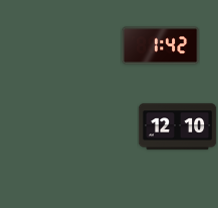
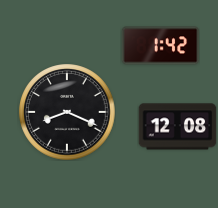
clock at (67, 112): none -> 8:19
clock at (177, 127): 12:10 -> 12:08
